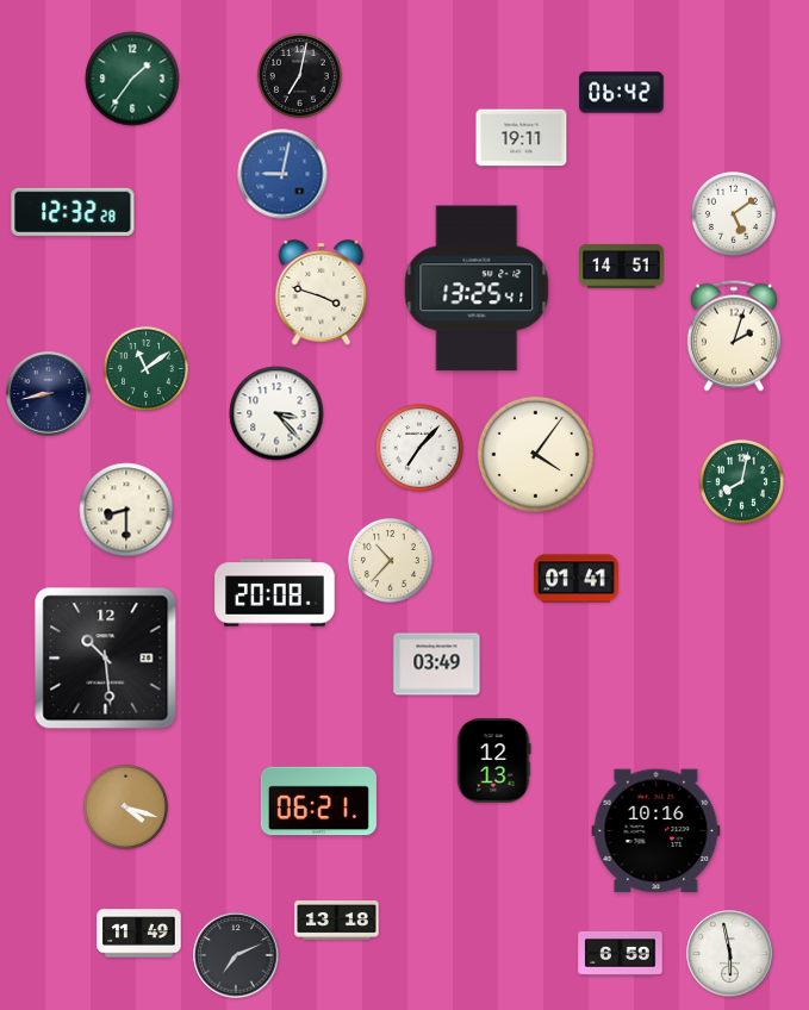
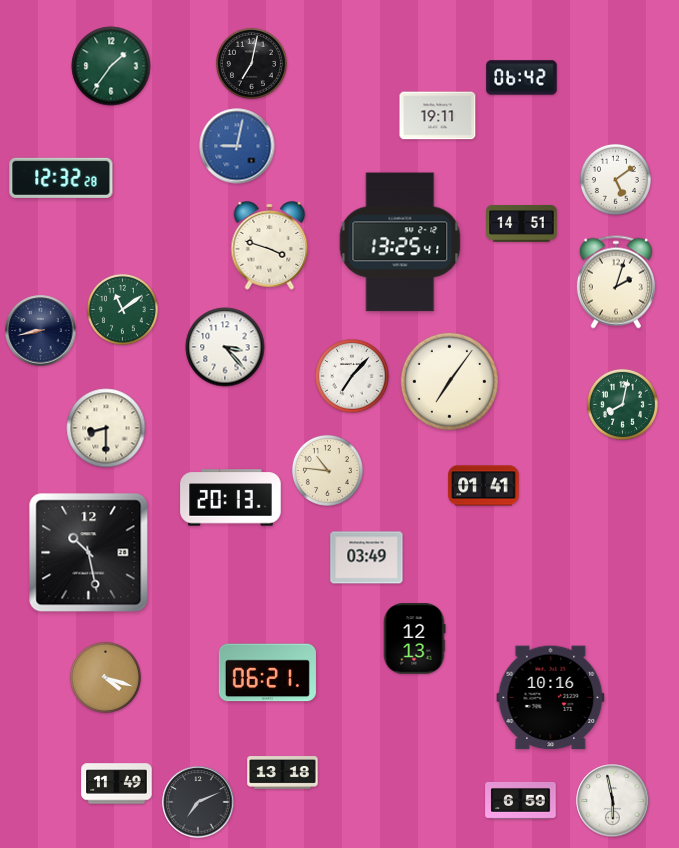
clock at (276, 413) position: (276, 413) -> (225, 347)
clock at (535, 454): 4:06 -> 7:06
clock at (390, 560): 10:37 -> 10:46
clock at (275, 593): 20:08 -> 20:13
clock at (106, 659): 10:29 -> 10:28
